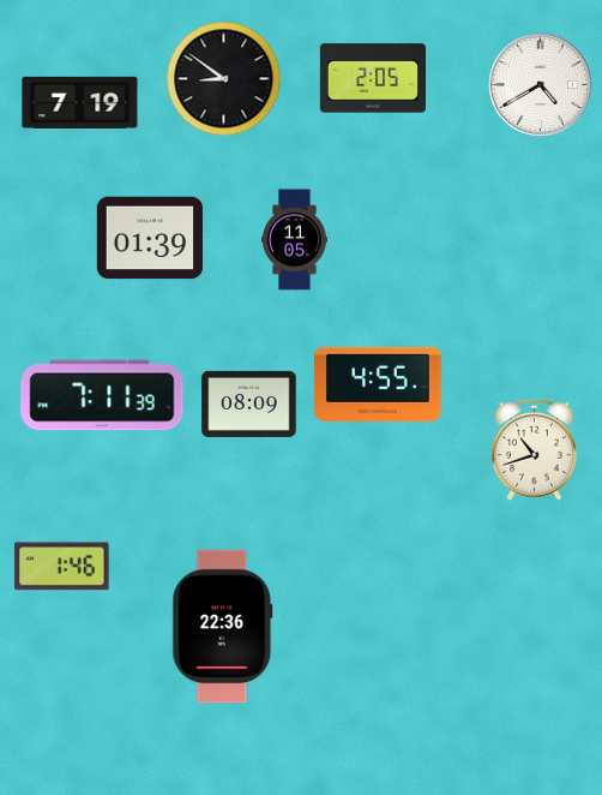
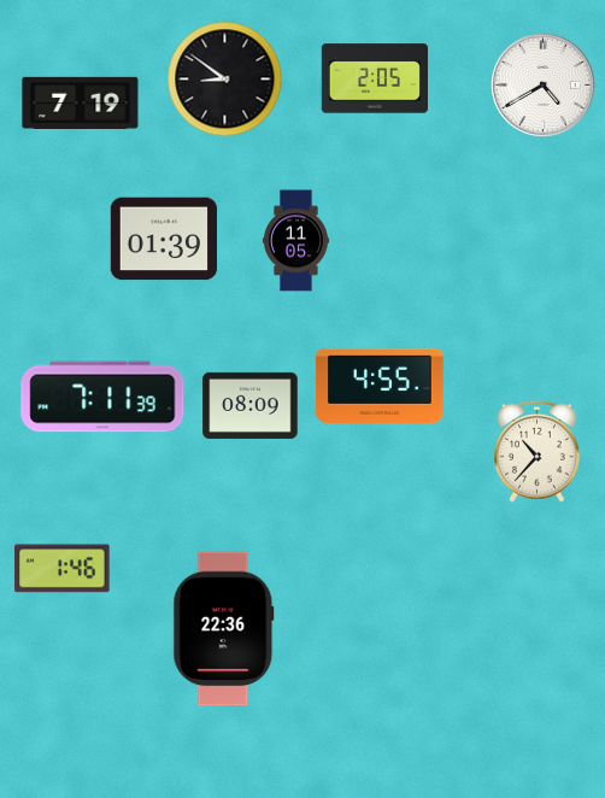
clock at (149, 238) position: (149, 238) -> (163, 239)
clock at (534, 449): 10:42 -> 10:37
